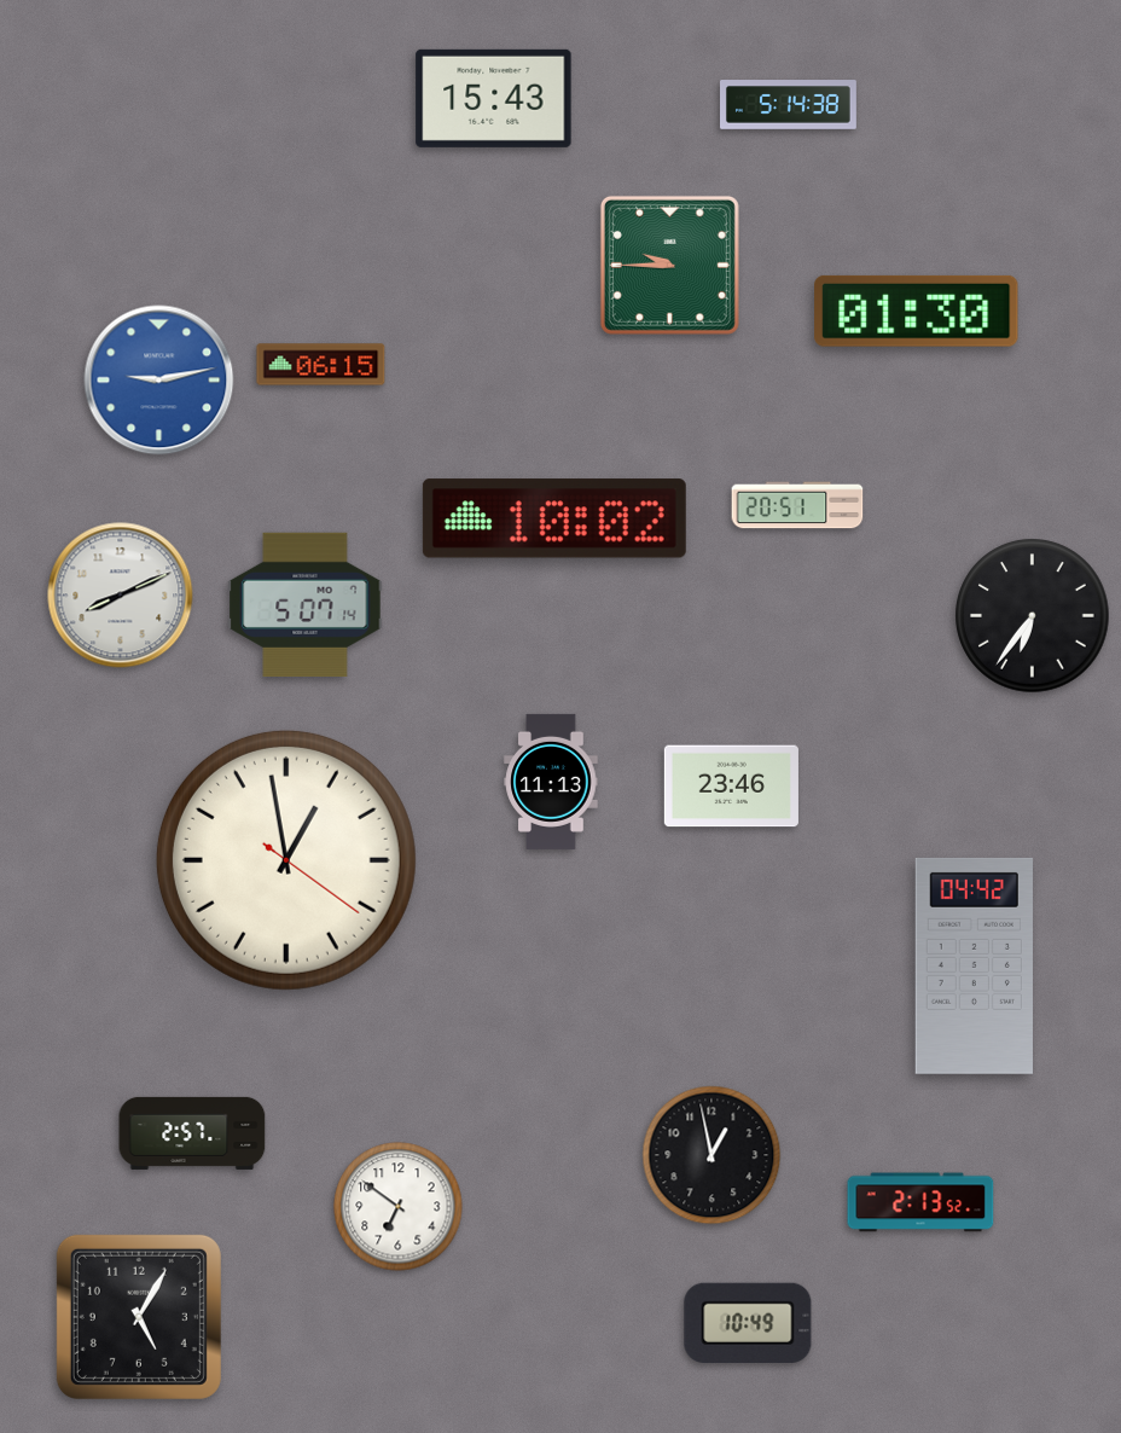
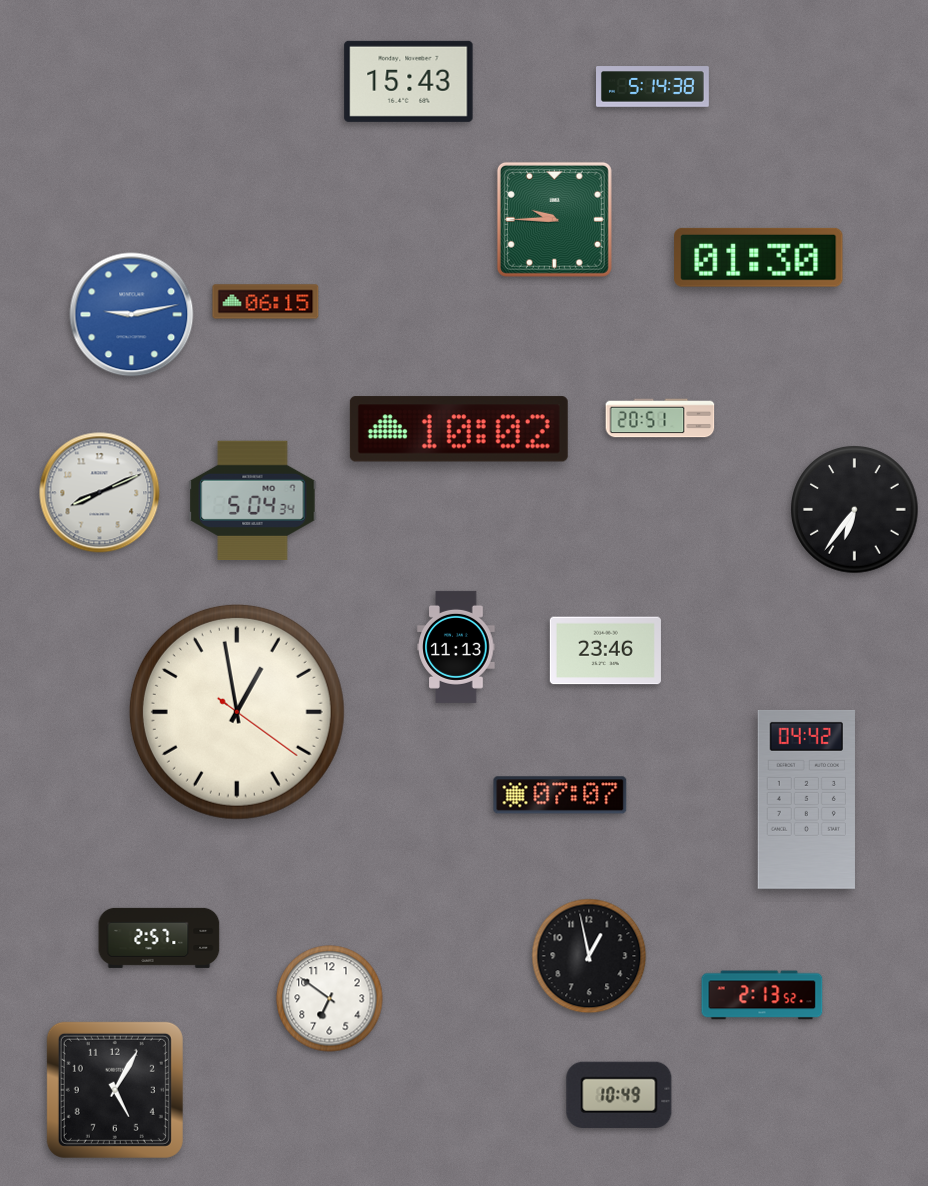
clock at (306, 604): 5:07 -> 5:04
clock at (560, 795): none -> 07:07
